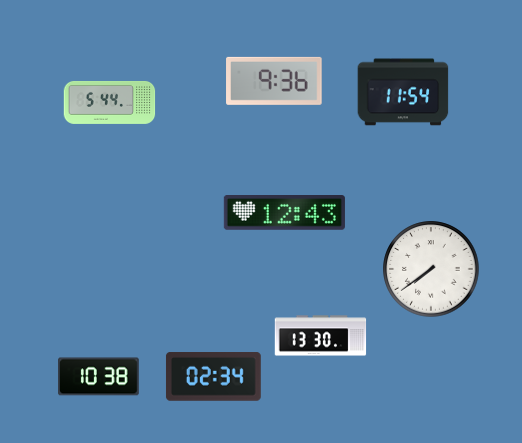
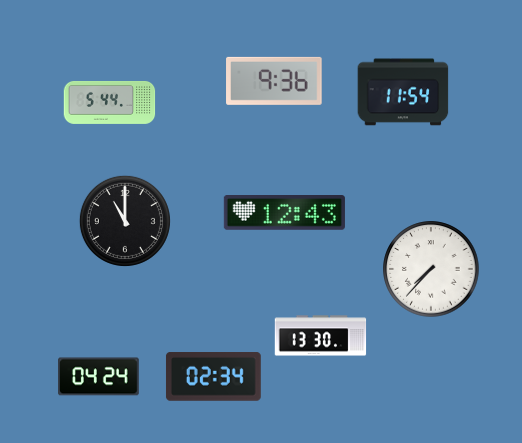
clock at (125, 221): none -> 11:00
clock at (431, 269): 7:39 -> 7:37
clock at (99, 377): 10:38 -> 04:24
